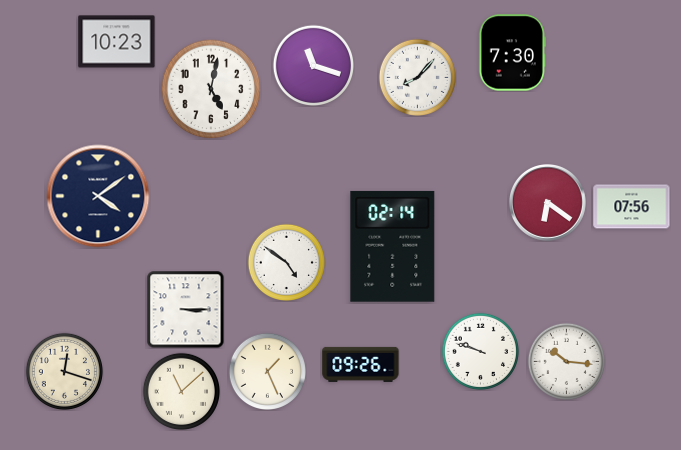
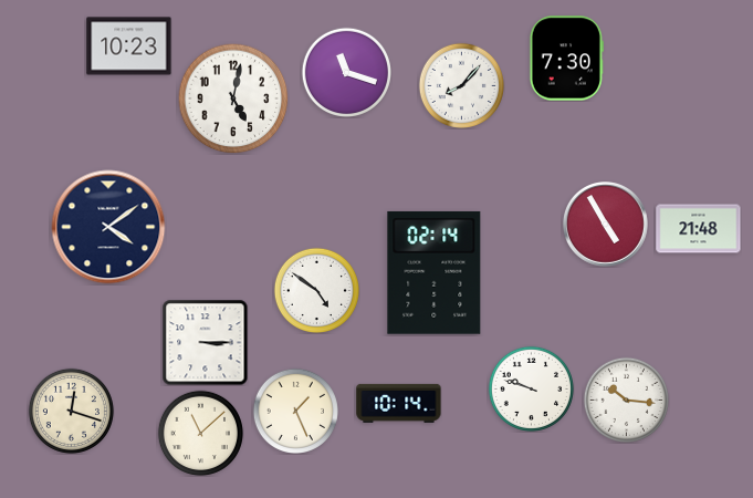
clock at (98, 196) position: (98, 196) -> (108, 227)
clock at (548, 203): 6:21 -> 4:55
clock at (632, 207): 07:56 -> 21:48
clock at (361, 364): 09:26 -> 10:14
